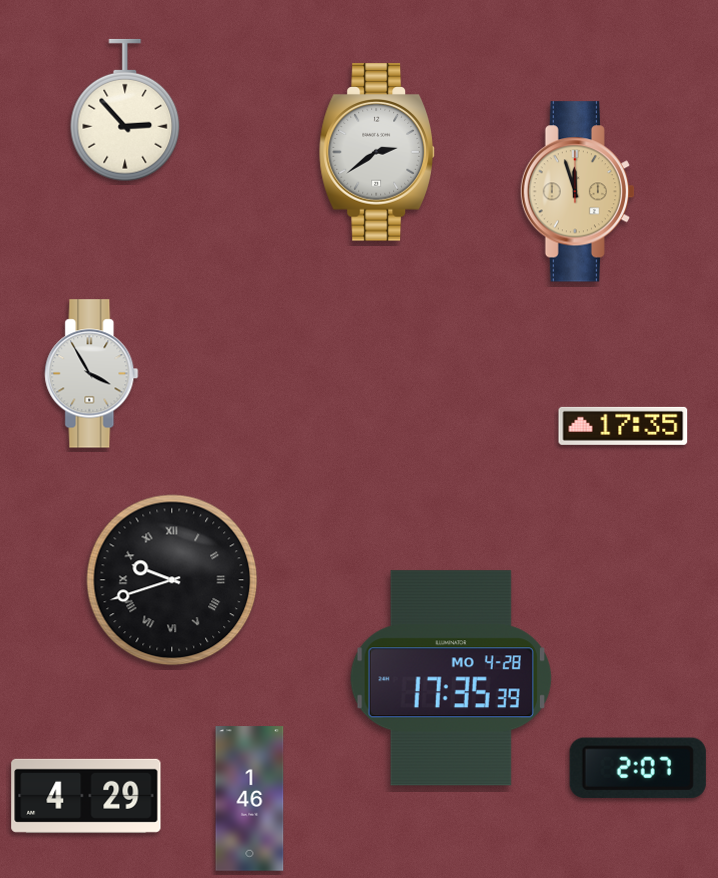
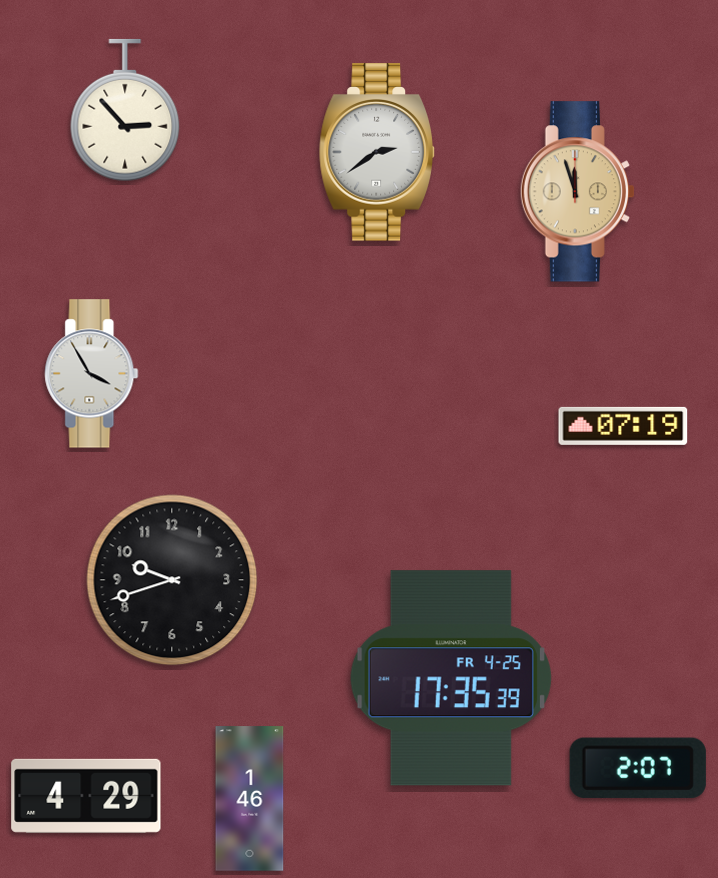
clock at (623, 426): 17:35 -> 07:19
clock at (172, 580) numerals: Roman -> Arabic
clock at (451, 678) date: MO 4-28 -> FR 4-25
